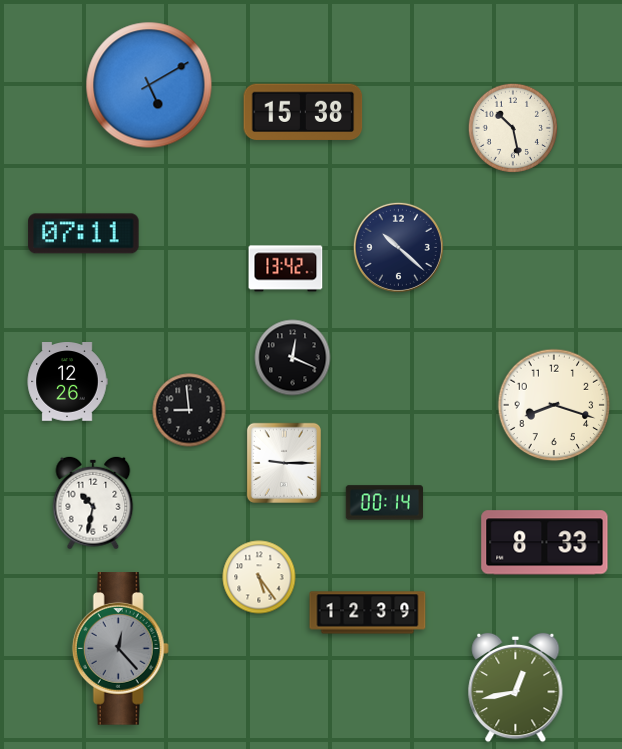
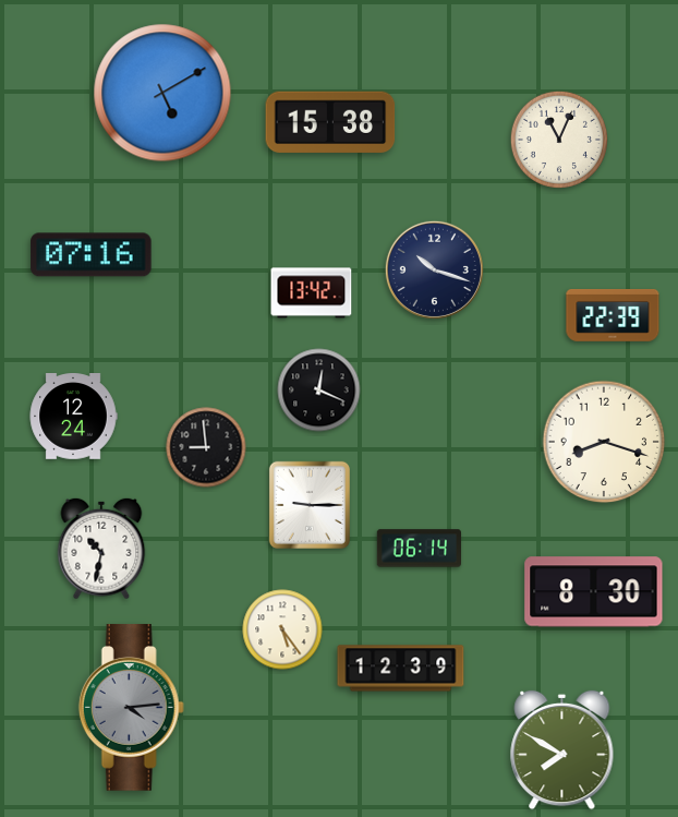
clock at (513, 128): 10:28 -> 11:04
clock at (84, 234): 07:11 -> 07:16
clock at (398, 247): 10:22 -> 10:18
clock at (613, 315): none -> 22:39
clock at (67, 382): 12:26 -> 12:24
clock at (384, 503): 00:14 -> 06:14
clock at (545, 543): 8:33 -> 8:30
clock at (120, 649): 12:23 -> 4:14
clock at (516, 688): 12:43 -> 7:50
